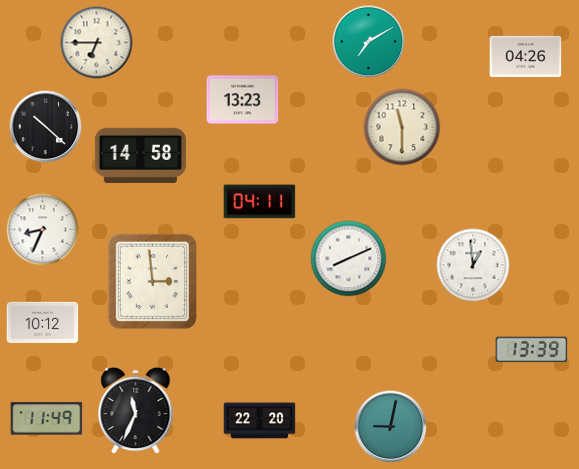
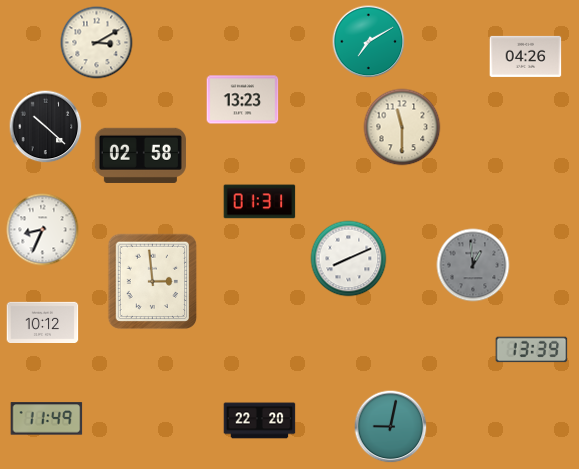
clock at (97, 43): 6:45 -> 3:10
clock at (140, 155): 14:58 -> 02:58
clock at (260, 202): 04:11 -> 01:31
clock at (473, 265) dial: white -> grey
clock at (136, 411): 11:34 -> none
